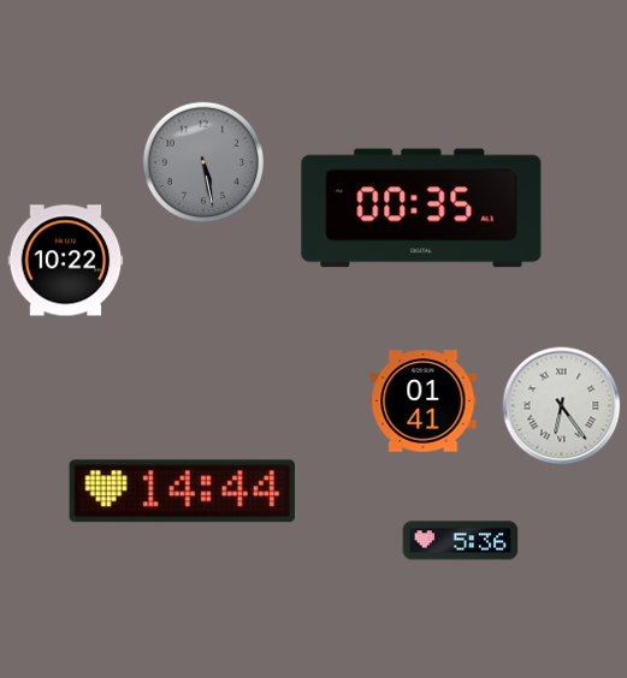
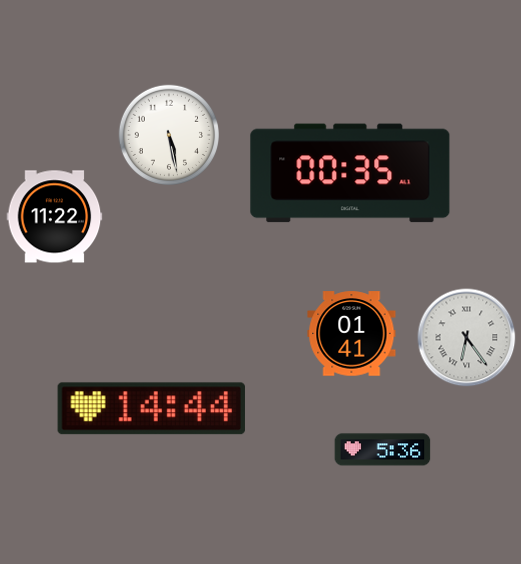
clock at (202, 161) dial: grey -> white
clock at (66, 261): 10:22 -> 11:22
